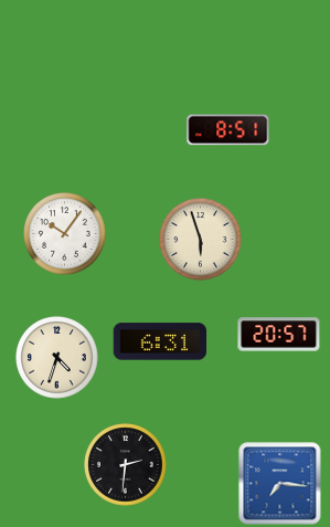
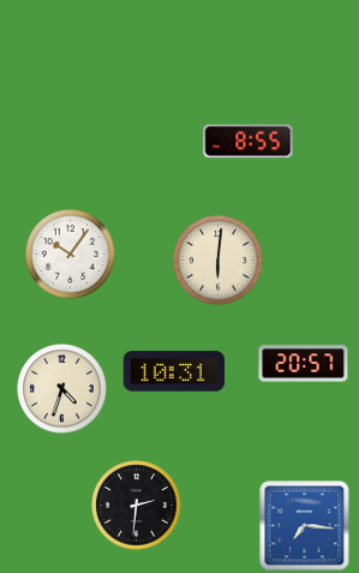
clock at (228, 130): 8:51 -> 8:55
clock at (201, 240): 5:57 -> 6:01
clock at (160, 341): 6:31 -> 10:31
